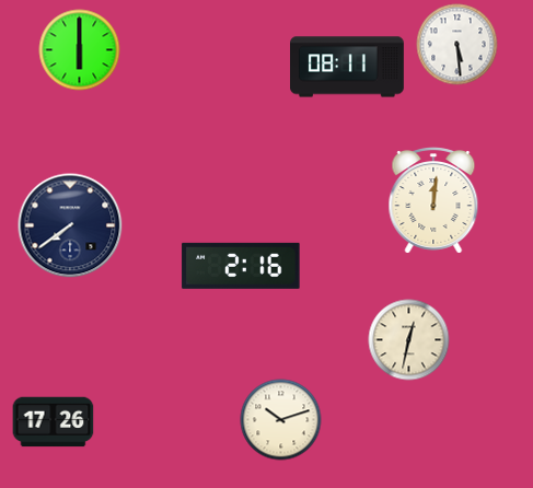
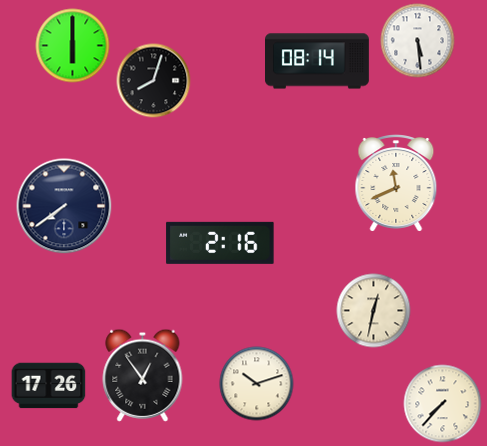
clock at (348, 67): 08:11 -> 08:14
clock at (154, 81): none -> 8:03
clock at (433, 201): 12:01 -> 11:41
clock at (143, 375): none -> 12:54
clock at (443, 404): none -> 7:37
